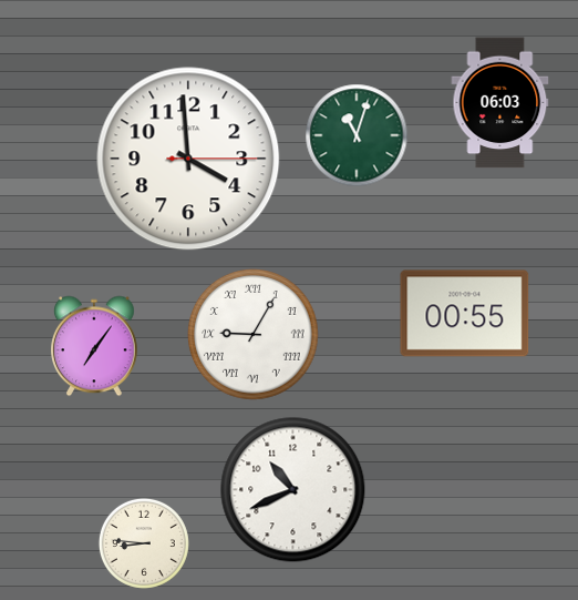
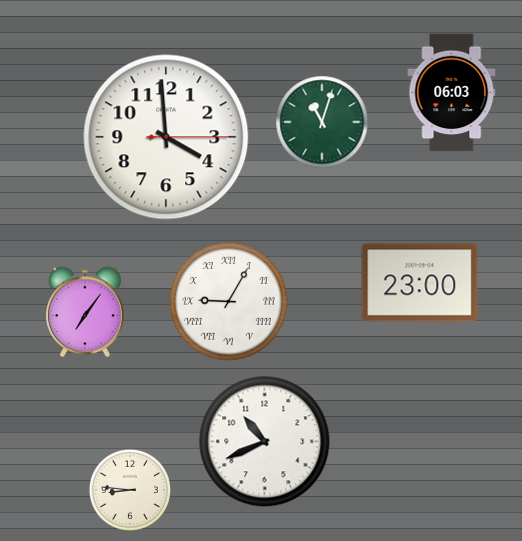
clock at (188, 159) position: (188, 159) -> (166, 137)
clock at (465, 314): 00:55 -> 23:00
